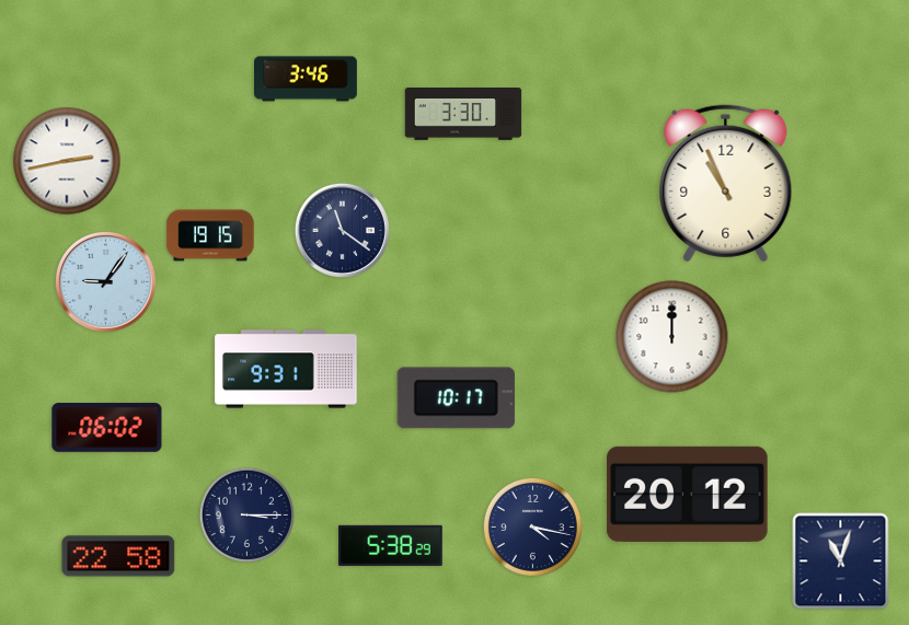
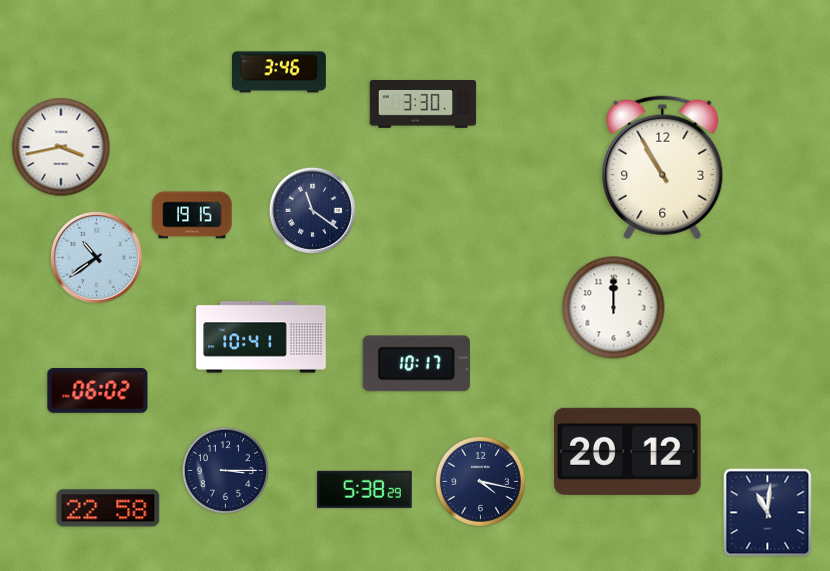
clock at (67, 161): 2:43 -> 3:43
clock at (726, 184): 10:56 -> 10:55
clock at (105, 281): 9:06 -> 10:39
clock at (286, 369): 9:31 -> 10:41
clock at (532, 526) position: (532, 526) -> (480, 481)
clock at (391, 545) position: (391, 545) -> (365, 489)
clock at (841, 562): 11:03 -> 11:01
